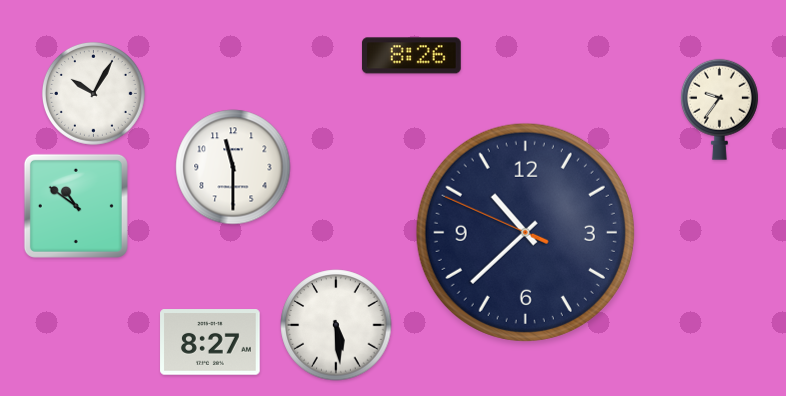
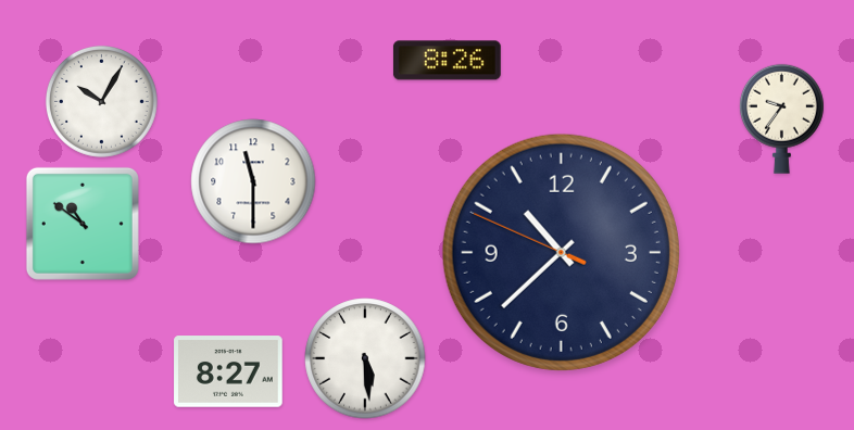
clock at (525, 232) position: (525, 232) -> (561, 252)
clock at (336, 325) position: (336, 325) -> (365, 358)
